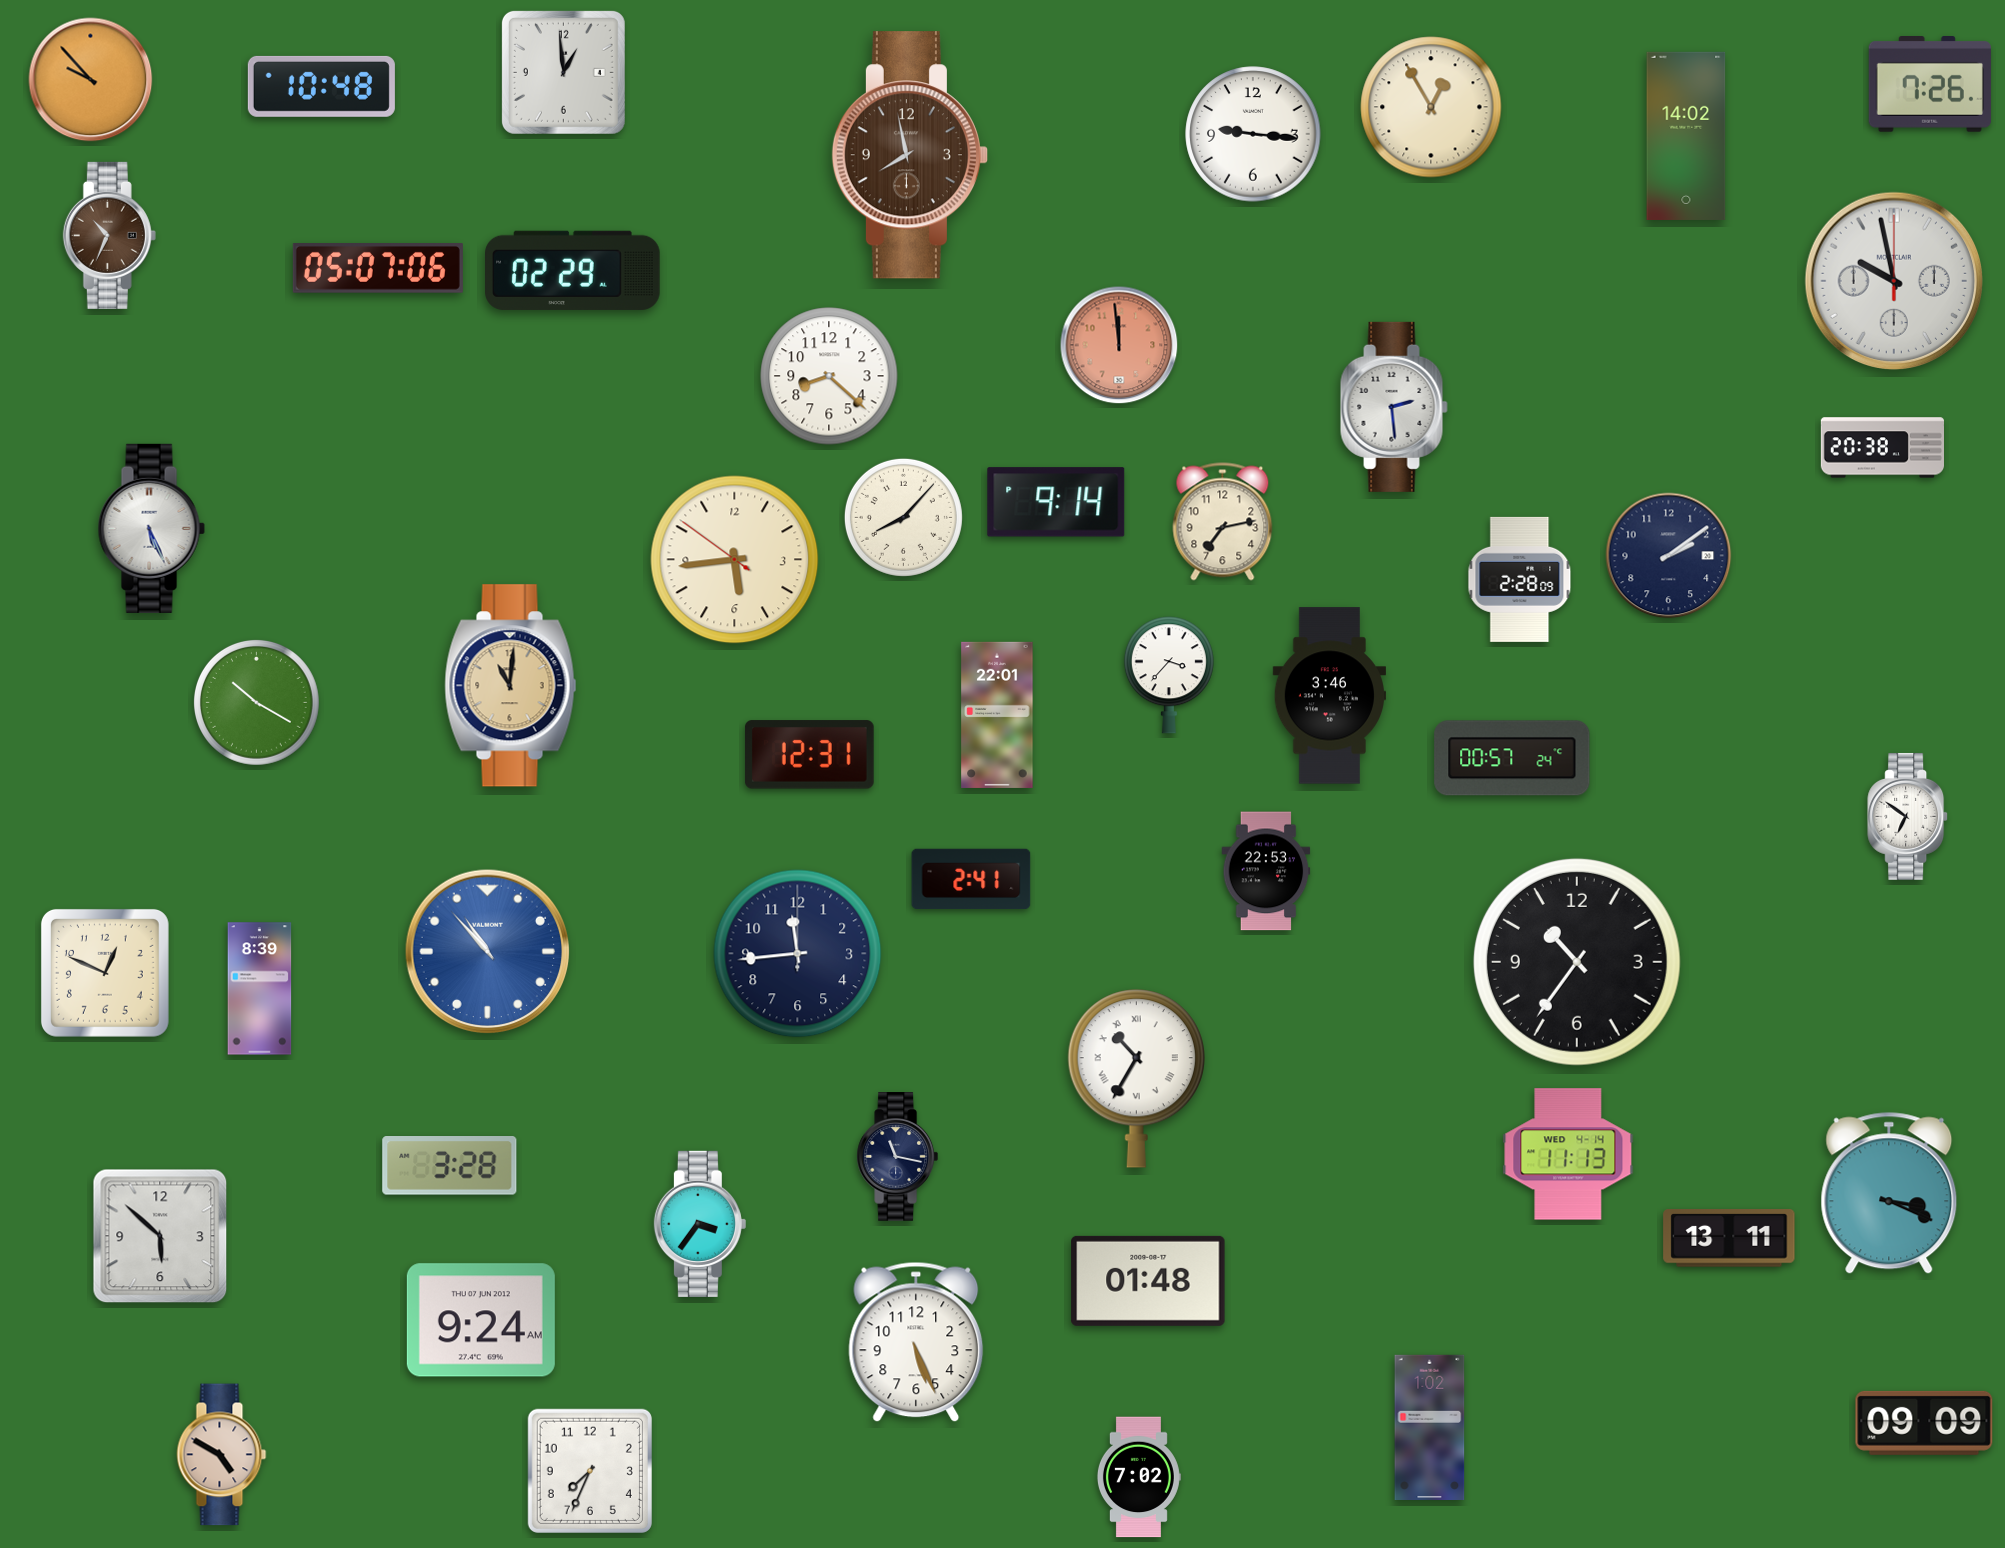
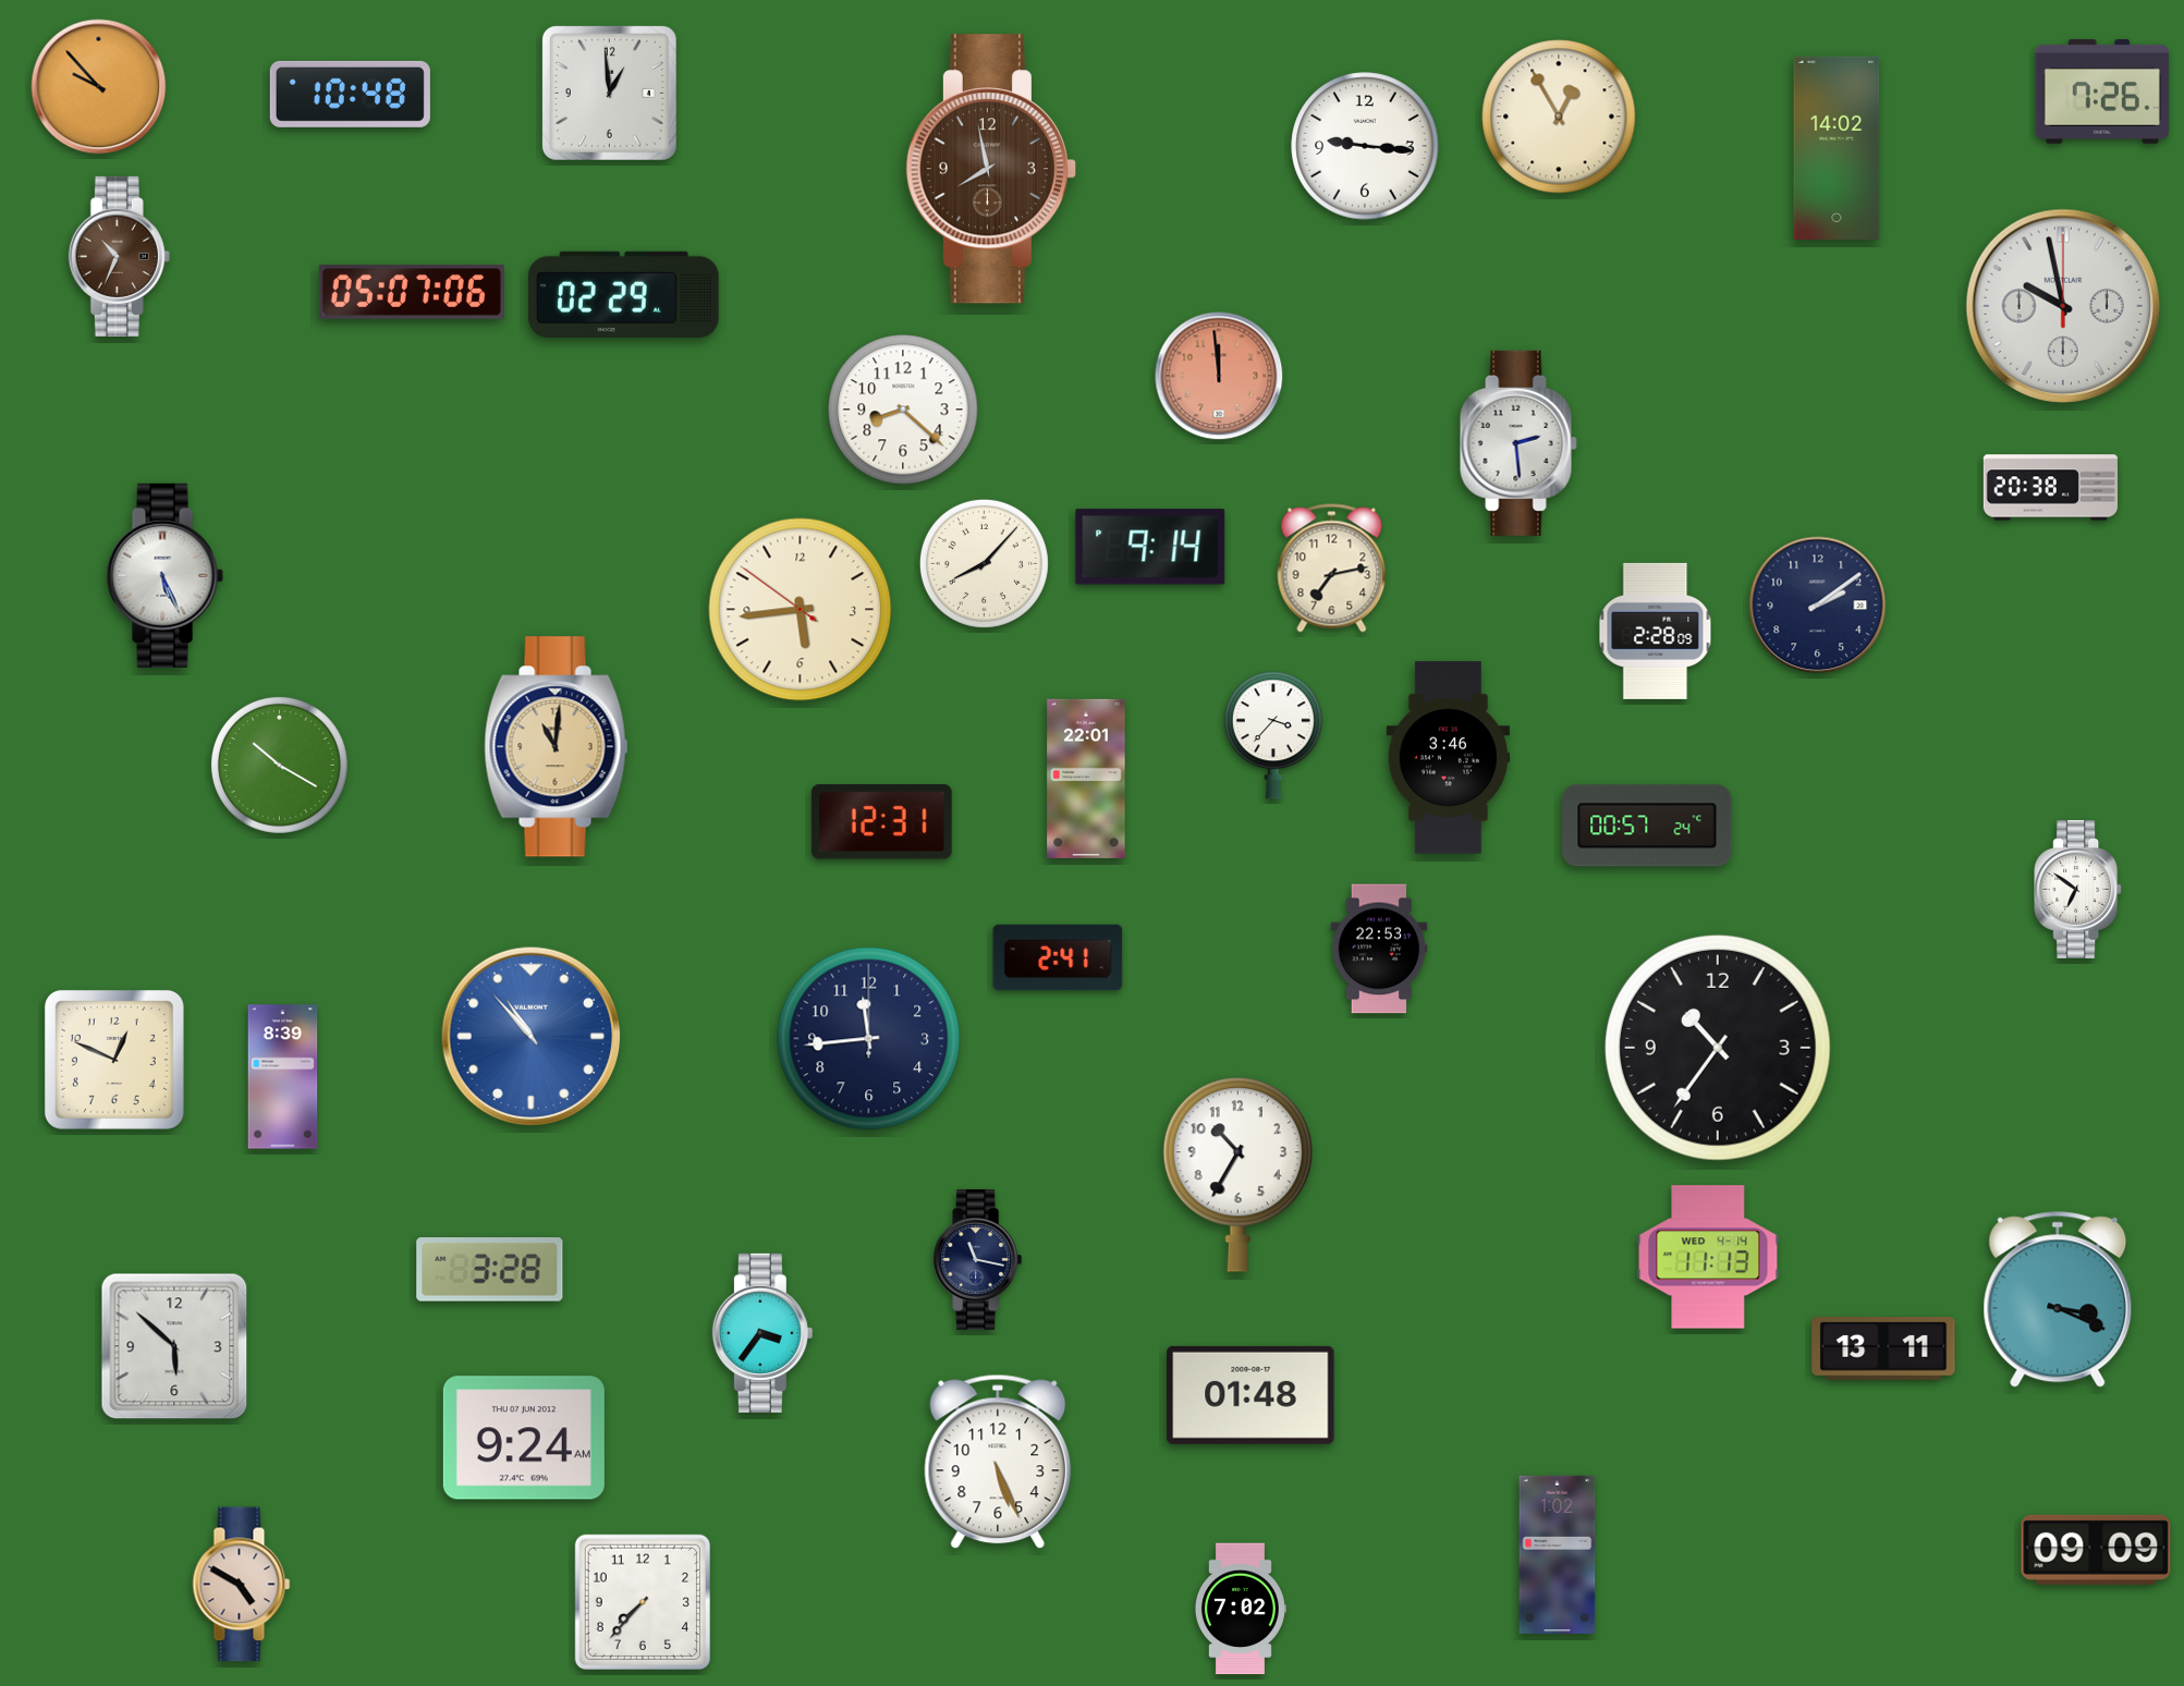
clock at (563, 72) position: (563, 72) -> (609, 93)
clock at (1136, 1079) numerals: Roman -> Arabic
clock at (590, 1471): 7:34 -> 7:37
